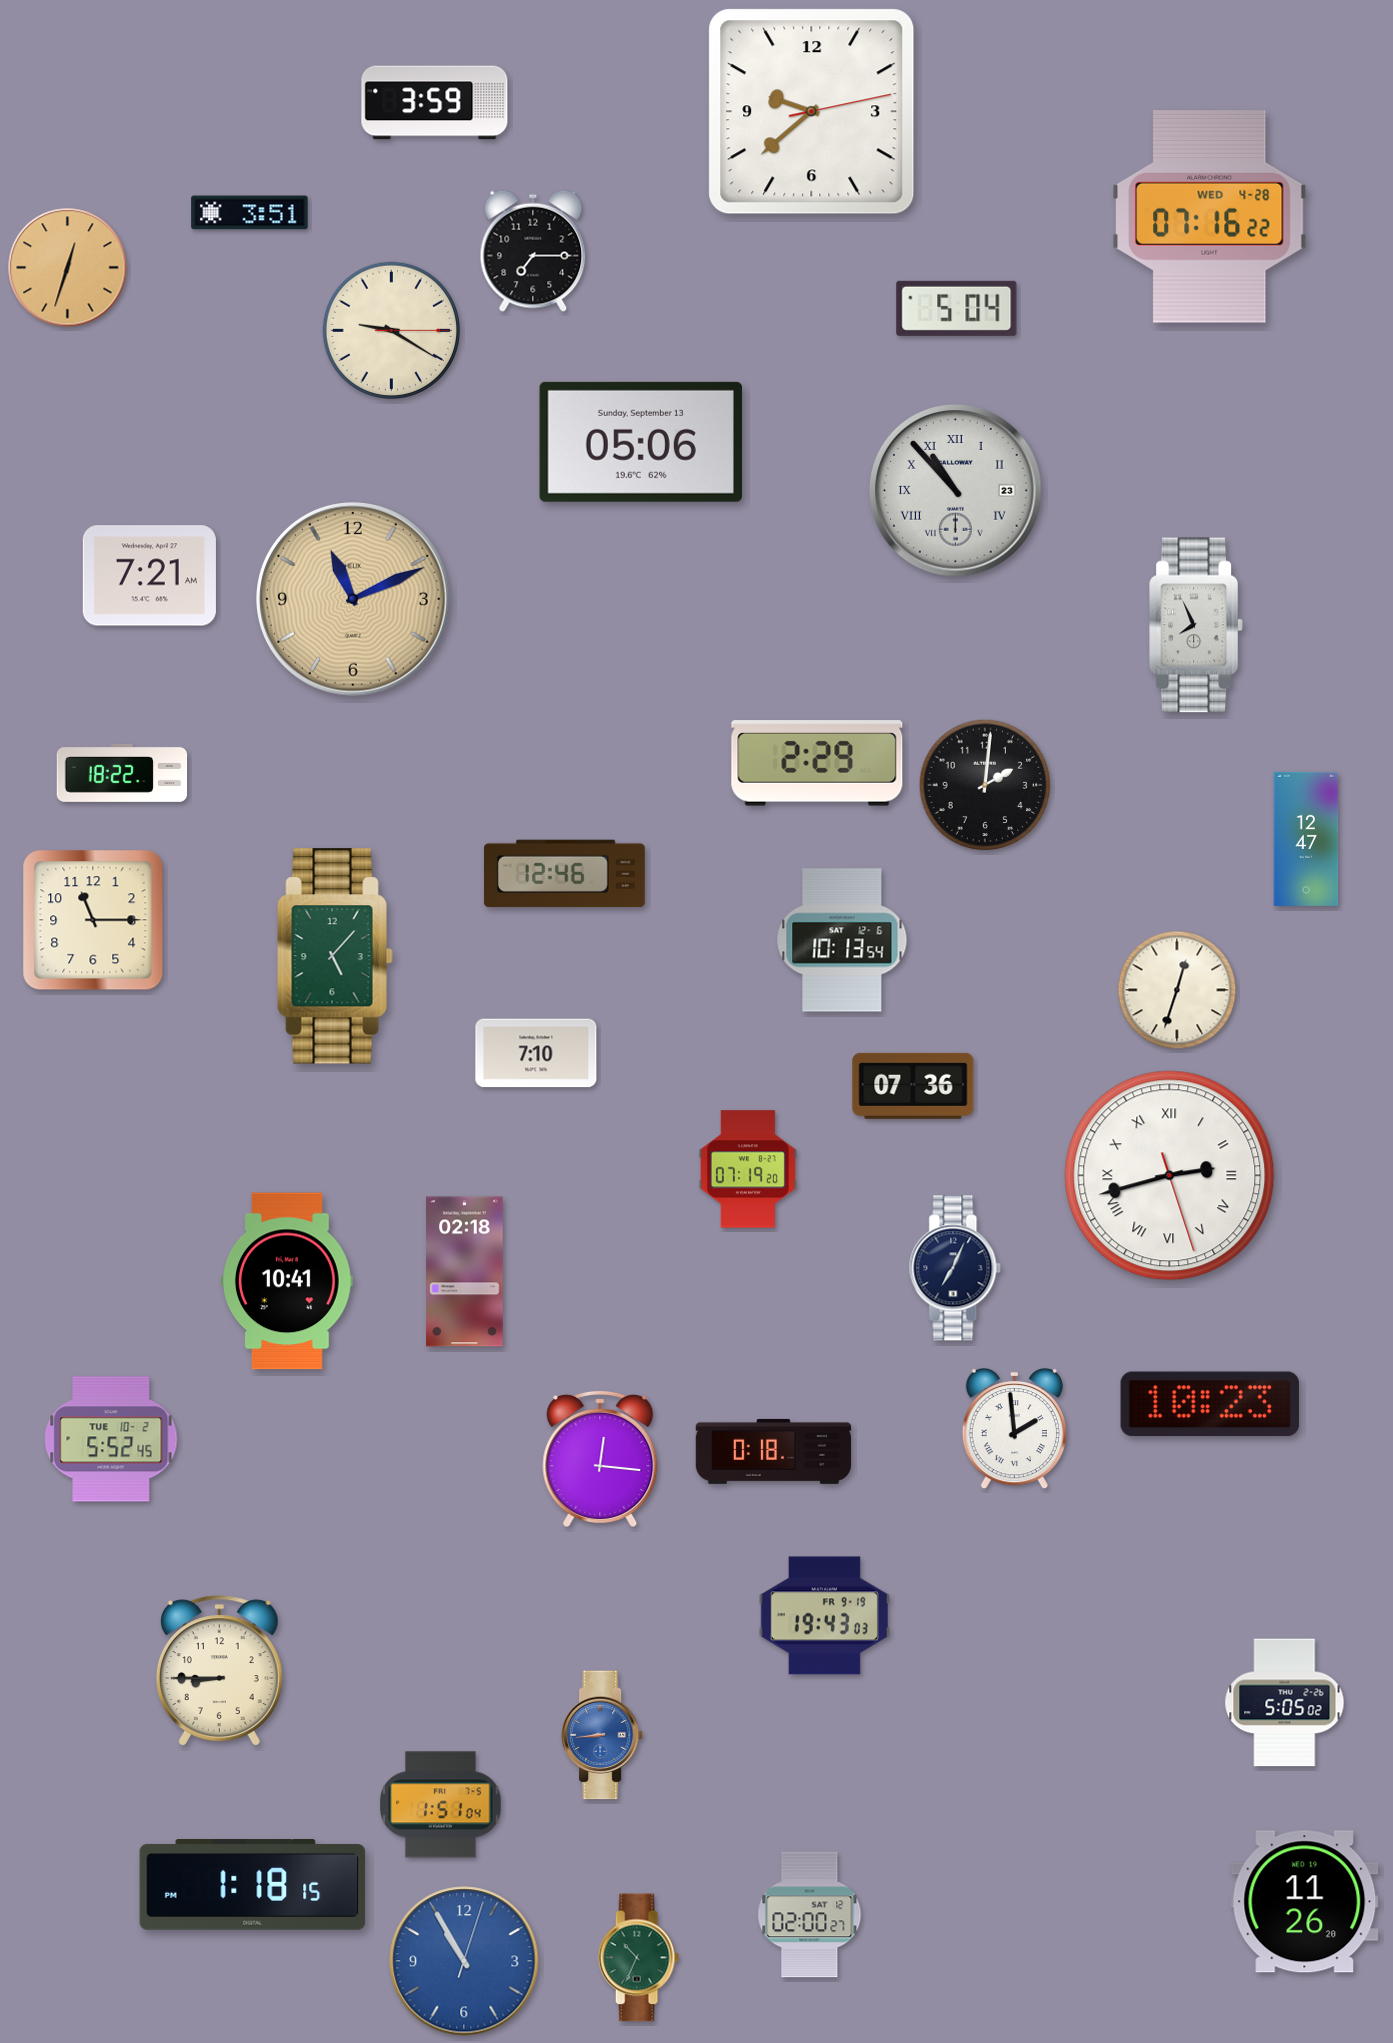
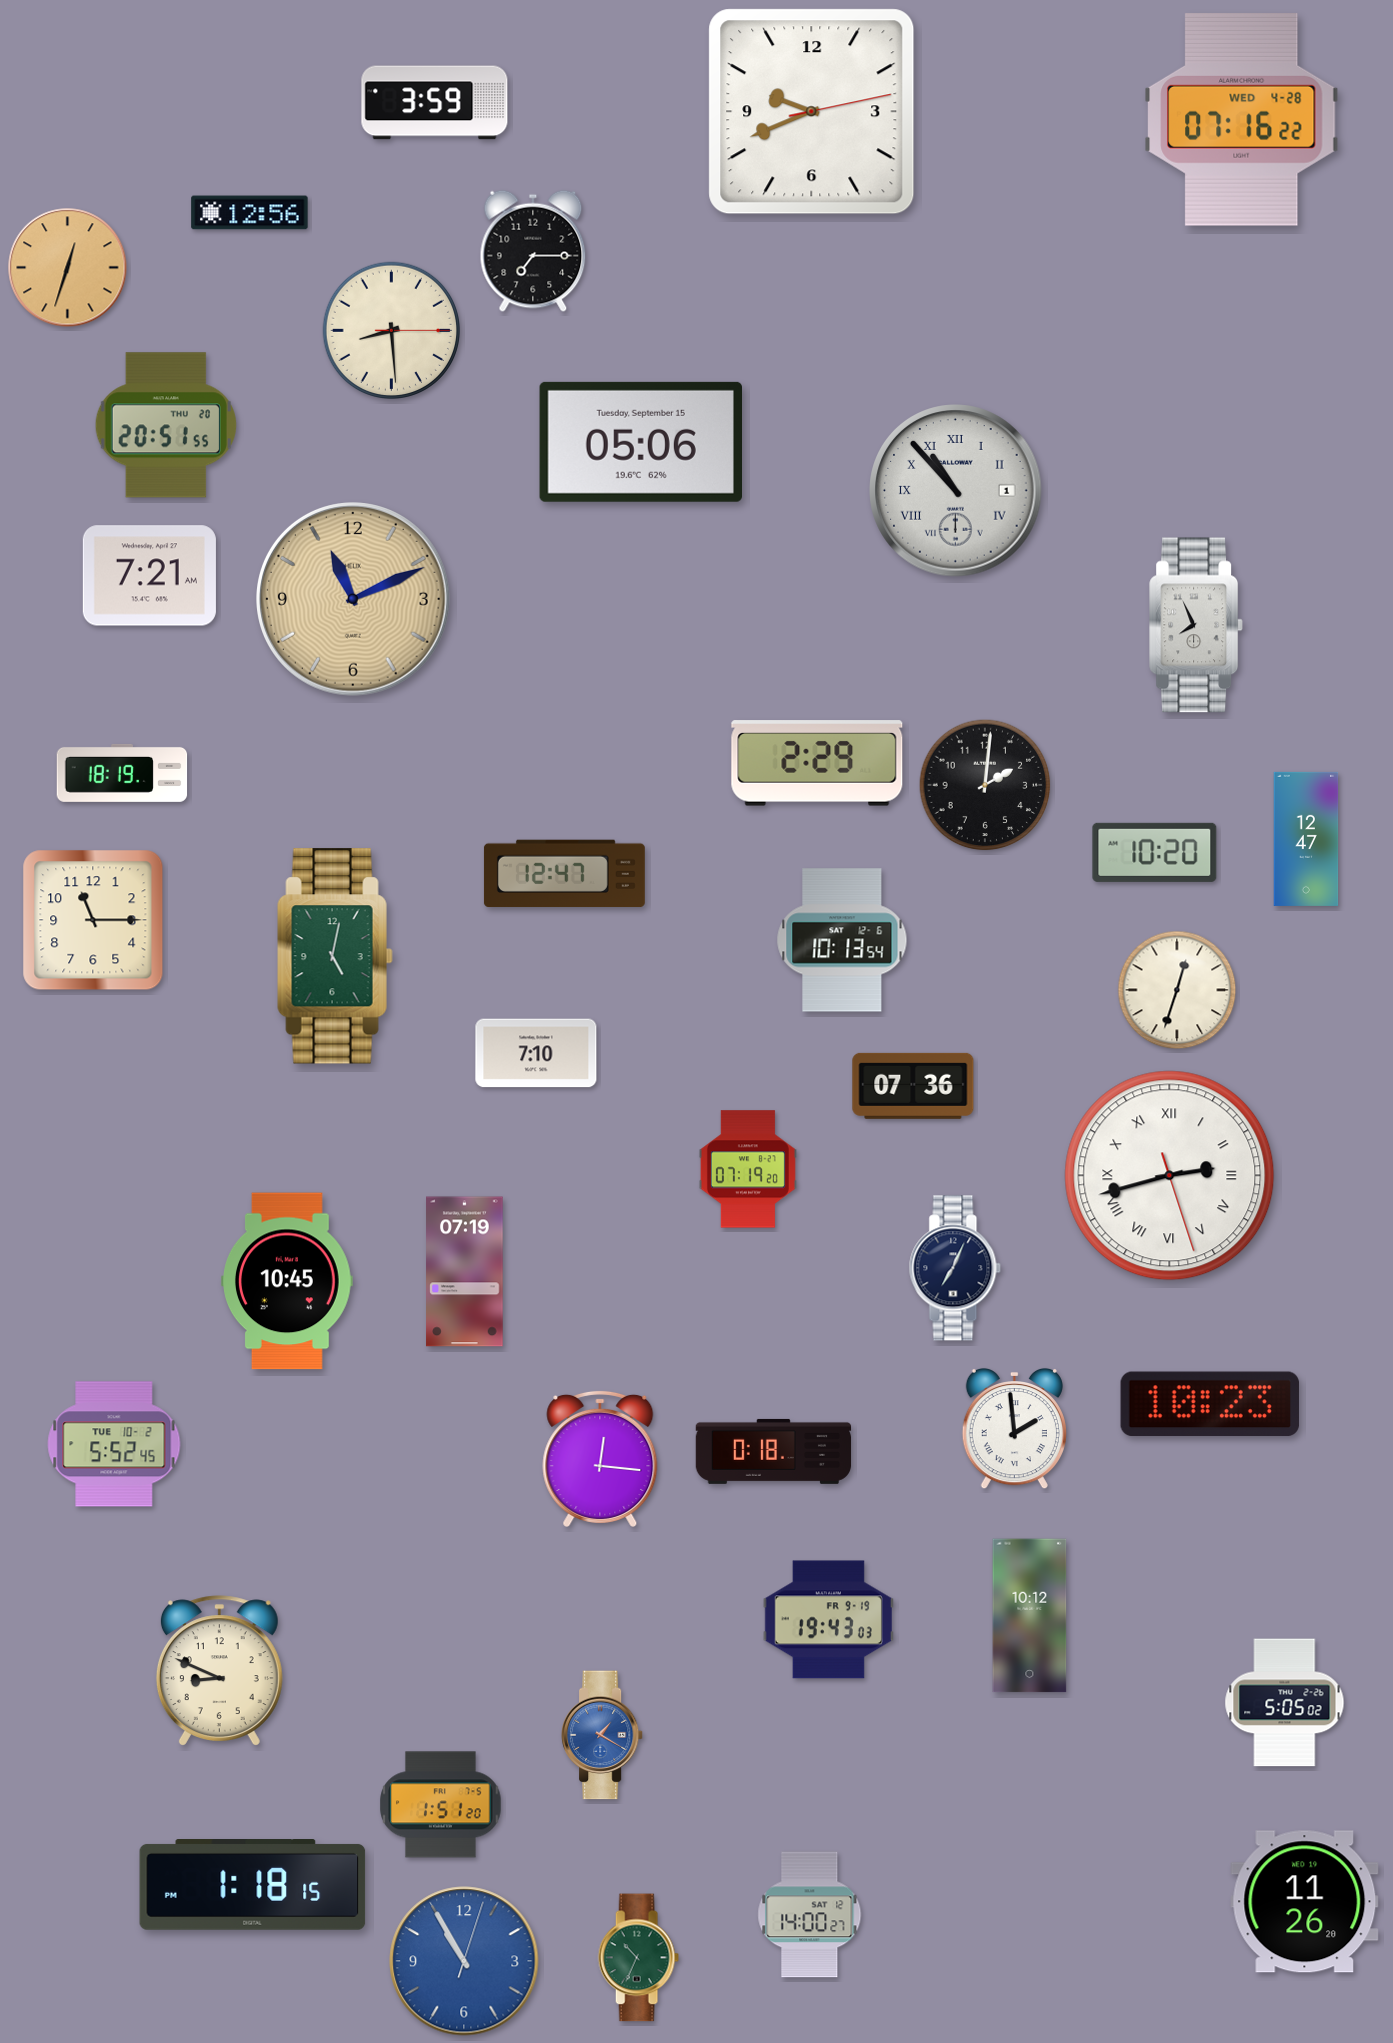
clock at (812, 112): 9:38 -> 9:41
clock at (250, 213): 3:51 -> 12:56
clock at (1210, 216) position: (1210, 216) -> (1242, 119)
clock at (957, 308): 5:04 -> none
clock at (391, 330): 9:20 -> 8:29
clock at (166, 425): none -> 20:51
clock at (640, 442) date: Sunday, September 13 -> Tuesday, September 15
clock at (956, 491) date: 23 -> 1
clock at (122, 773): 18:22 -> 18:19
clock at (1155, 852): none -> 10:20
clock at (564, 874): 12:46 -> 12:47
clock at (335, 956): 5:07 -> 5:02
clock at (465, 1272): 02:18 -> 07:19
clock at (288, 1281): 10:41 -> 10:45
clock at (111, 1439) position: (111, 1439) -> (114, 1444)
clock at (824, 1616) position: (824, 1616) -> (828, 1620)
clock at (1030, 1616): none -> 10:12
clock at (219, 1671): 8:45 -> 8:49
clock at (602, 1735): 8:44 -> 1:20
clock at (441, 1805): 1:51:04 -> 1:51:20
clock at (810, 1915): 02:00 -> 14:00
